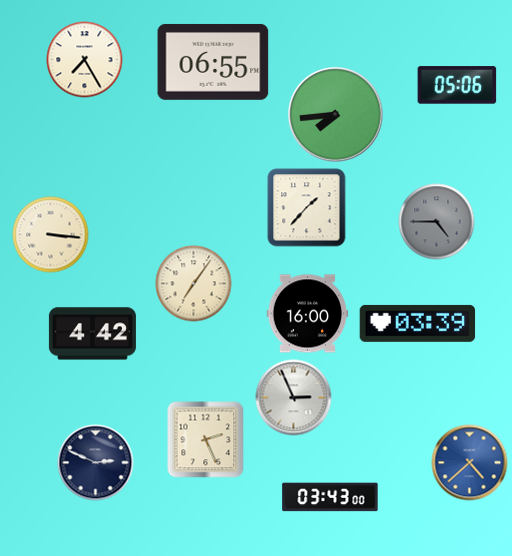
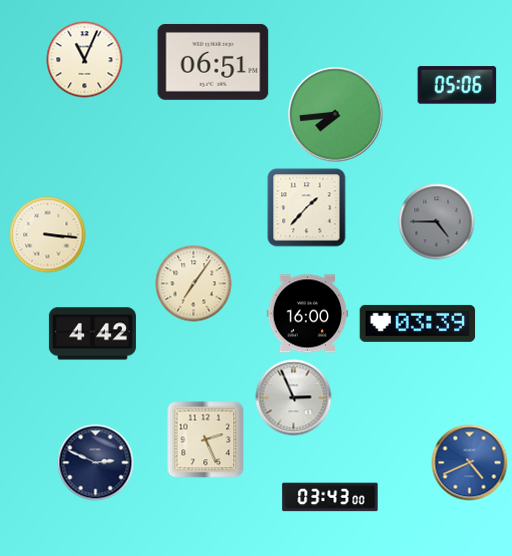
clock at (85, 60): 7:25 -> 11:04
clock at (213, 62): 06:55 -> 06:51
clock at (51, 235) position: (51, 235) -> (48, 235)
clock at (470, 463): 4:38 -> 4:41
